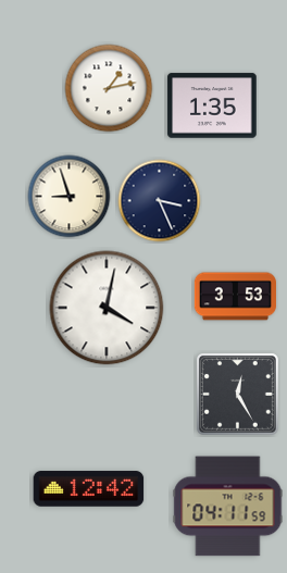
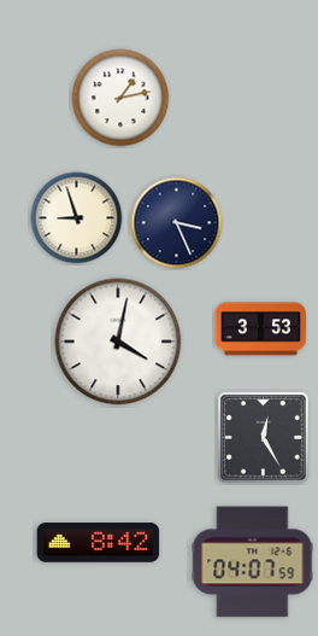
clock at (212, 105): 1:35 -> none
clock at (89, 489): 12:42 -> 8:42
clock at (228, 507): 04:11 -> 04:07
